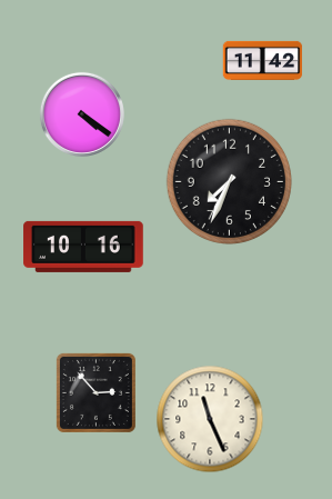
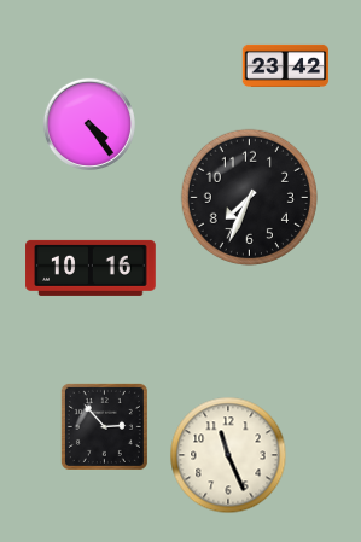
clock at (263, 60): 11:42 -> 23:42
clock at (82, 114): 4:21 -> 4:24
